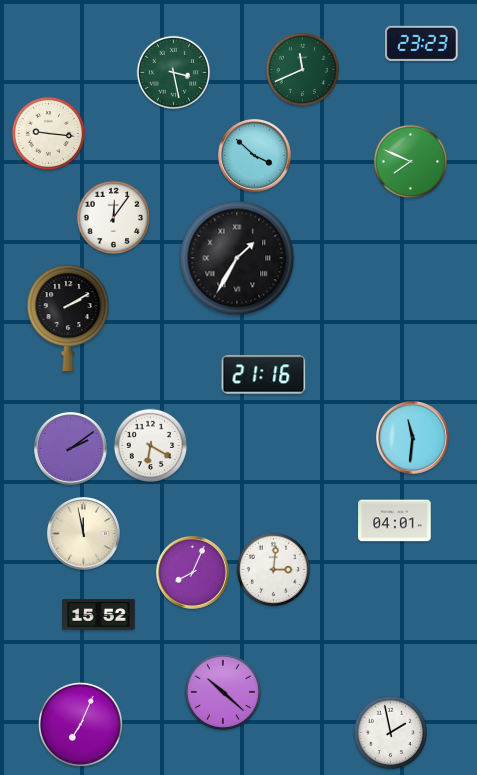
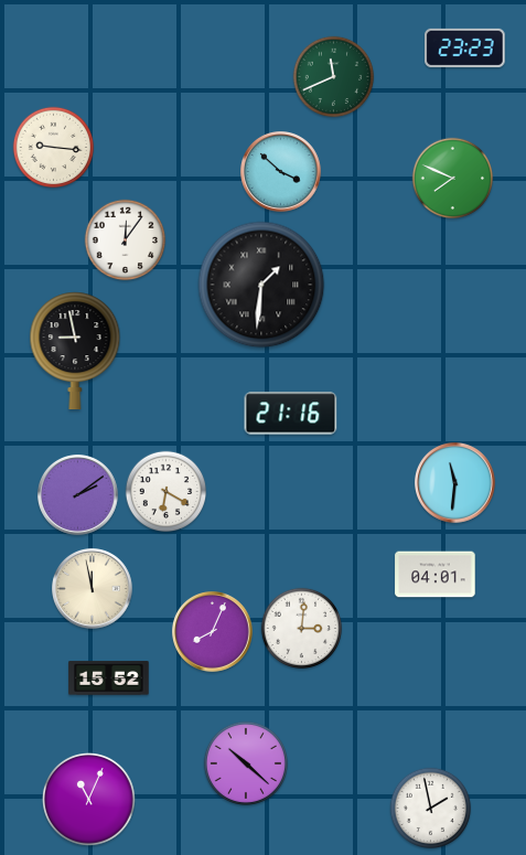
clock at (174, 73): 3:28 -> none
clock at (237, 258): 1:35 -> 1:31
clock at (68, 318): 2:10 -> 8:58
clock at (81, 725): 7:04 -> 11:04
